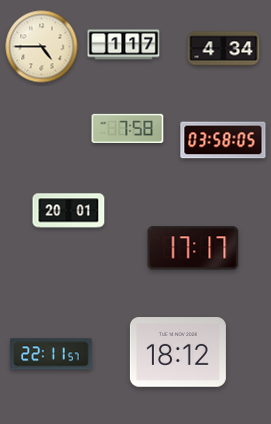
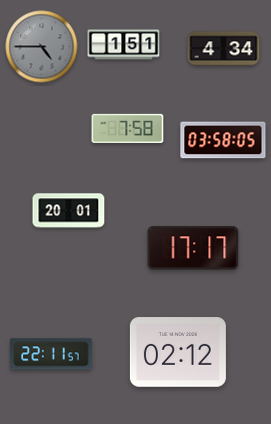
clock at (124, 45): 1:17 -> 1:51
clock at (42, 47) dial: cream -> grey
clock at (178, 352): 18:12 -> 02:12
